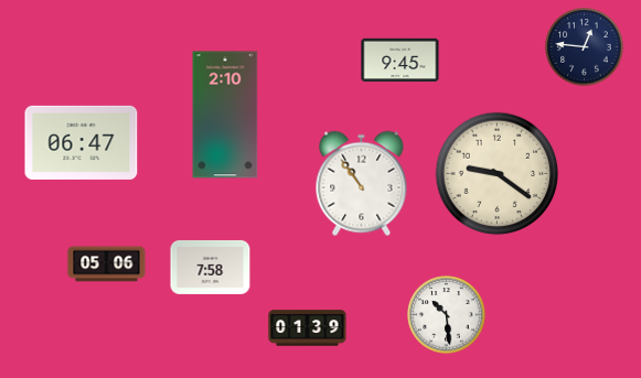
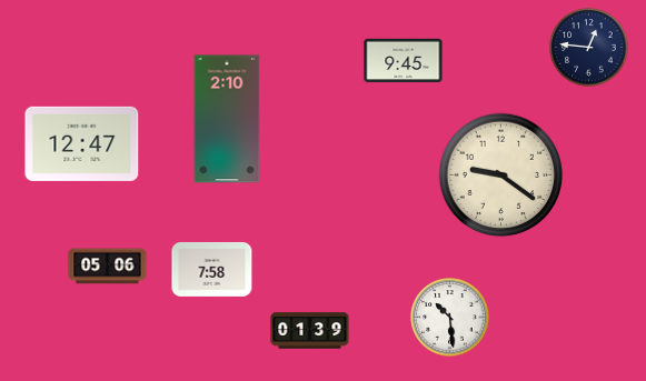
clock at (225, 115) position: (225, 115) -> (227, 119)
clock at (82, 142): 06:47 -> 12:47
clock at (362, 184): 10:54 -> none
